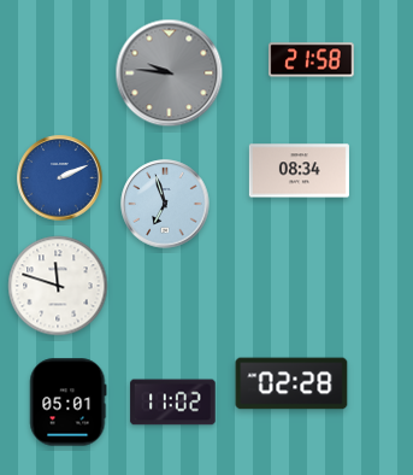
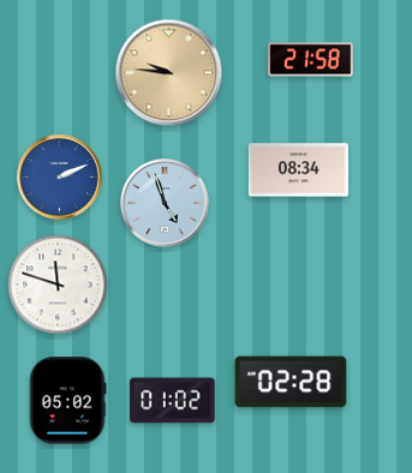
clock at (170, 74) dial: grey -> champagne
clock at (165, 204): 6:57 -> 4:57
clock at (69, 403): 05:01 -> 05:02
clock at (173, 403): 11:02 -> 01:02
